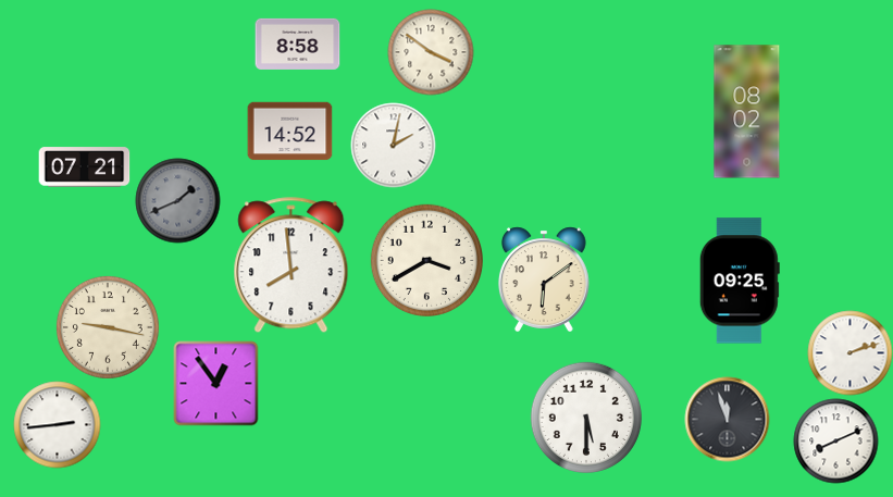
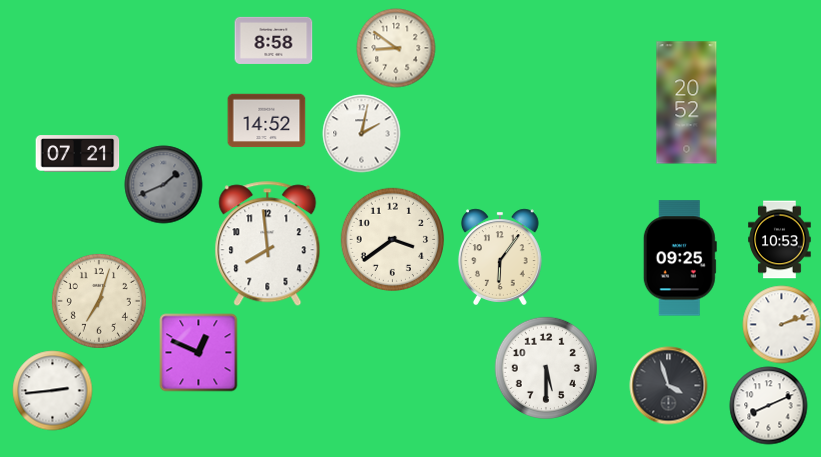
clock at (431, 52): 3:51 -> 8:51
clock at (747, 112): 08:02 -> 20:52
clock at (426, 260): 3:40 -> 3:39
clock at (780, 239): none -> 10:53
clock at (544, 279): 6:09 -> 6:06
clock at (108, 327): 9:17 -> 7:03
clock at (215, 383): 12:54 -> 12:49
clock at (586, 418) position: (586, 418) -> (546, 368)
clock at (727, 419): 11:57 -> 3:57
